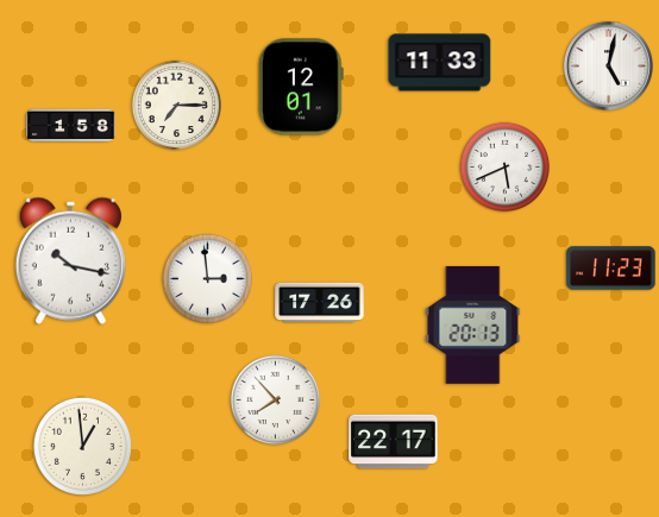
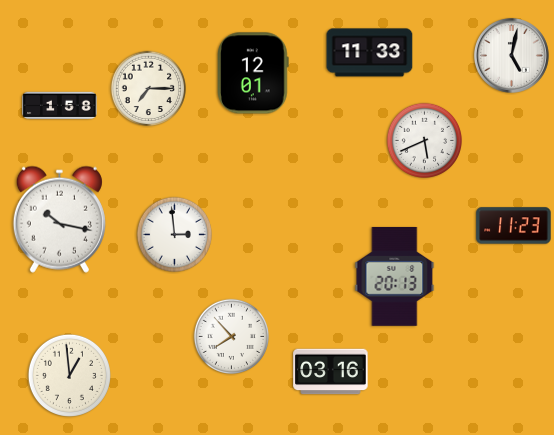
clock at (320, 303): 17:26 -> none
clock at (473, 324) position: (473, 324) -> (395, 276)
clock at (394, 442): 22:17 -> 03:16
